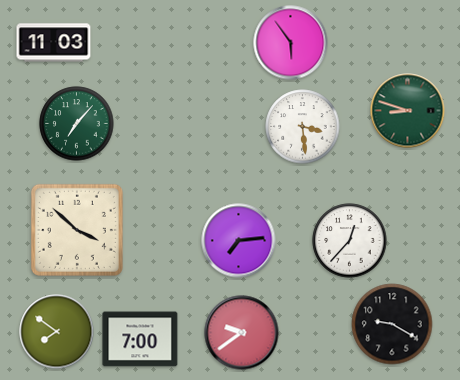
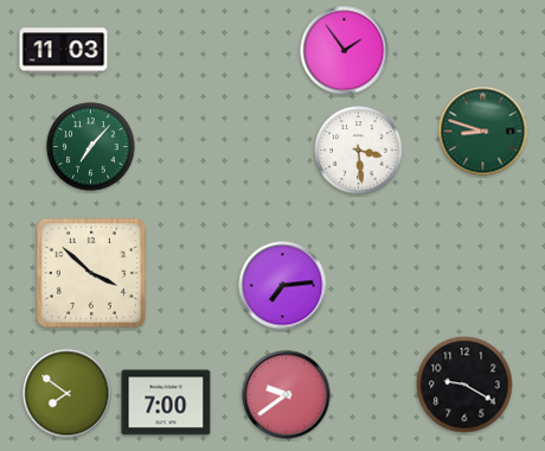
clock at (291, 43): 5:54 -> 1:54
clock at (350, 241): 12:37 -> none
